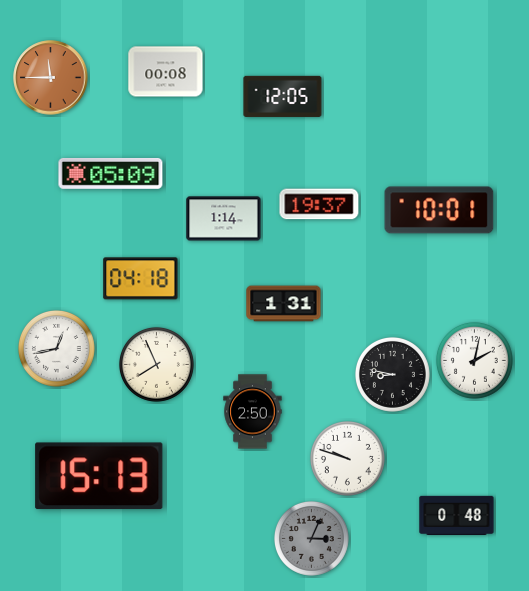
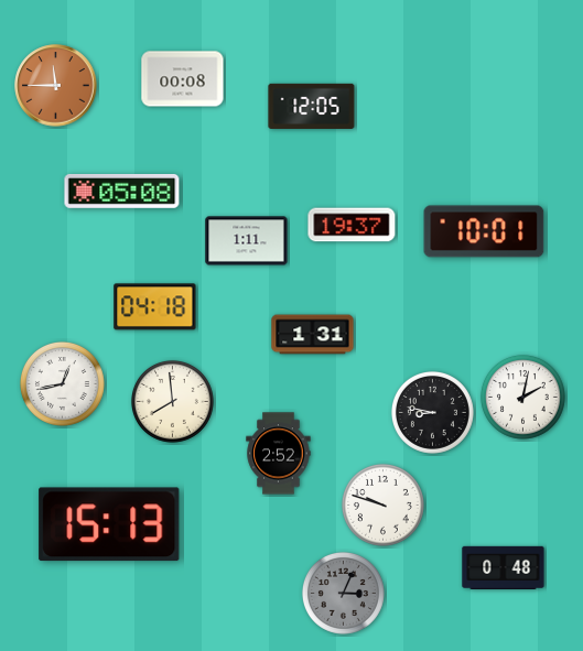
clock at (111, 174): 05:09 -> 05:08
clock at (224, 219): 1:14 -> 1:11
clock at (156, 364): 7:56 -> 7:59
clock at (253, 412): 2:50 -> 2:52
